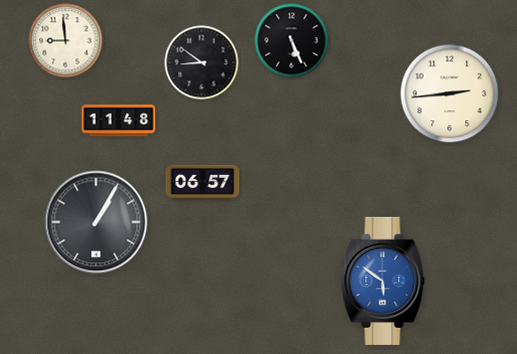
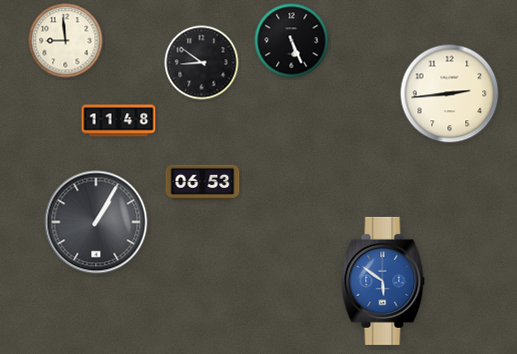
clock at (203, 183): 06:57 -> 06:53
